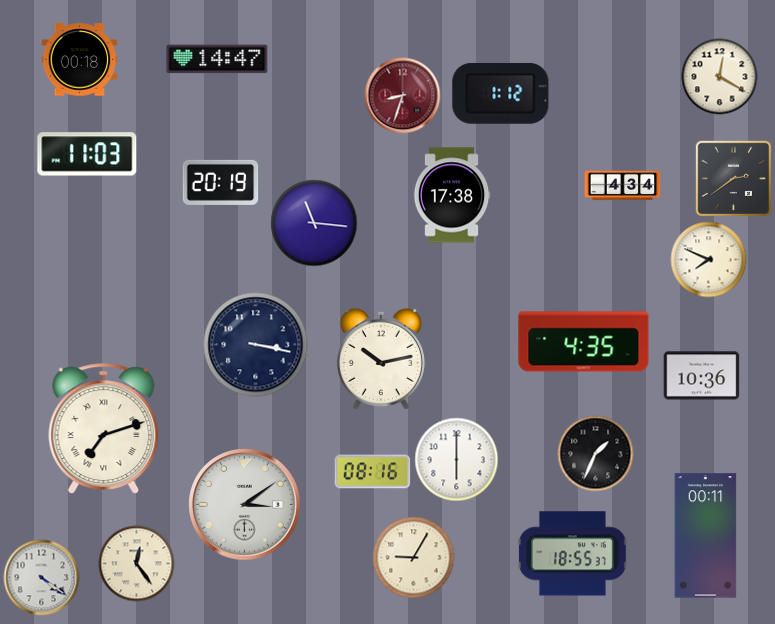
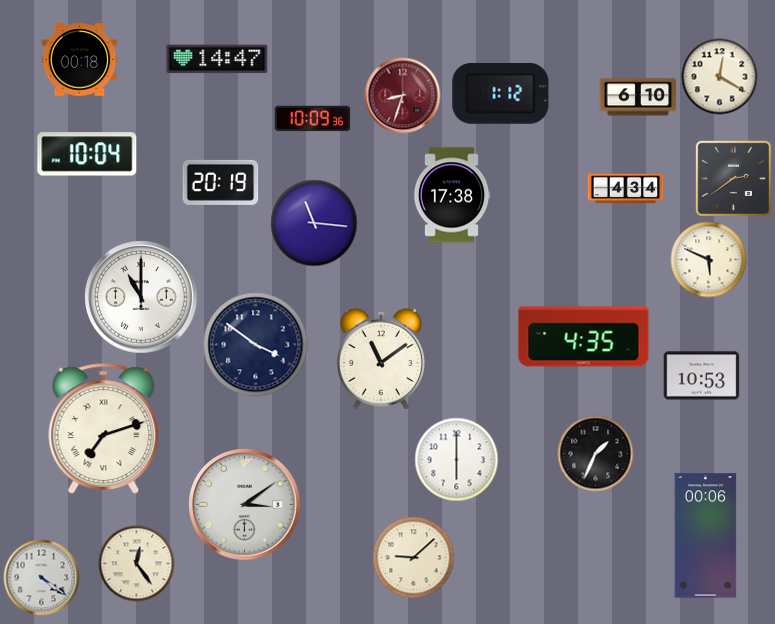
clock at (638, 97): none -> 6:10
clock at (313, 119): none -> 10:09
clock at (87, 154): 11:03 -> 10:04
clock at (623, 186) position: (623, 186) -> (626, 189)
clock at (709, 260): 7:49 -> 5:49
clock at (141, 297): none -> 11:00
clock at (584, 342) position: (584, 342) -> (584, 337)
clock at (256, 345): 3:17 -> 3:51
clock at (381, 359): 10:13 -> 11:09
clock at (702, 376): 10:36 -> 10:53
clock at (373, 472): 08:16 -> none
clock at (706, 536): 00:11 -> 00:06
clock at (572, 554): 18:55 -> none
clock at (414, 558): 9:05 -> 9:08
